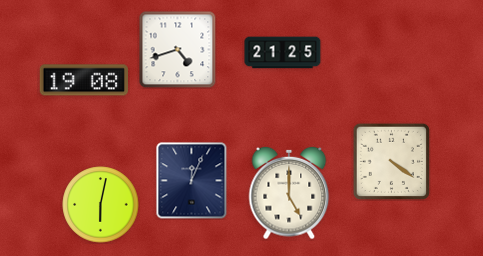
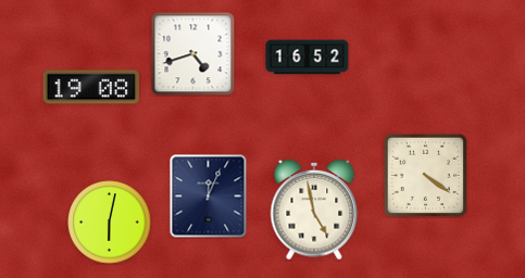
clock at (283, 53): 21:25 -> 16:52
clock at (289, 193): 5:00 -> 4:58
